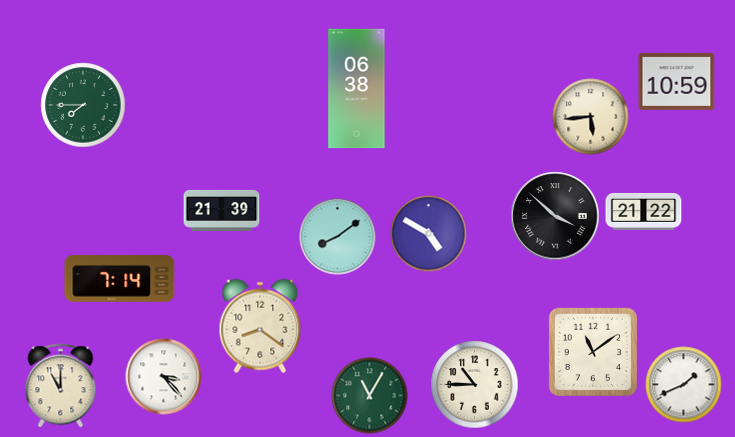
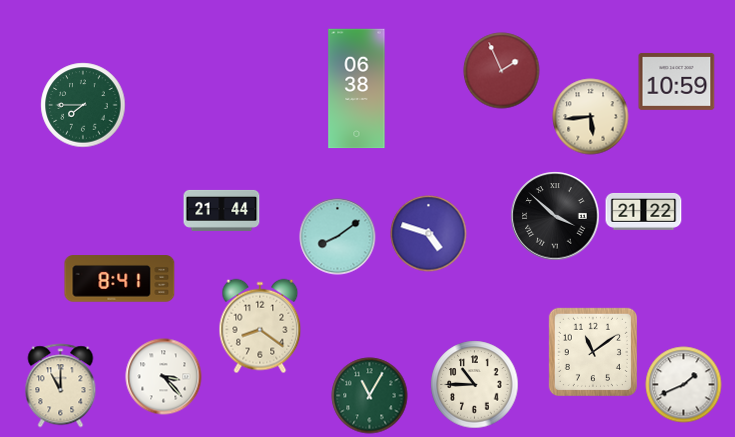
clock at (502, 71): none -> 1:56
clock at (222, 210): 21:39 -> 21:44
clock at (429, 234): 4:50 -> 4:48
clock at (120, 279): 7:14 -> 8:41
